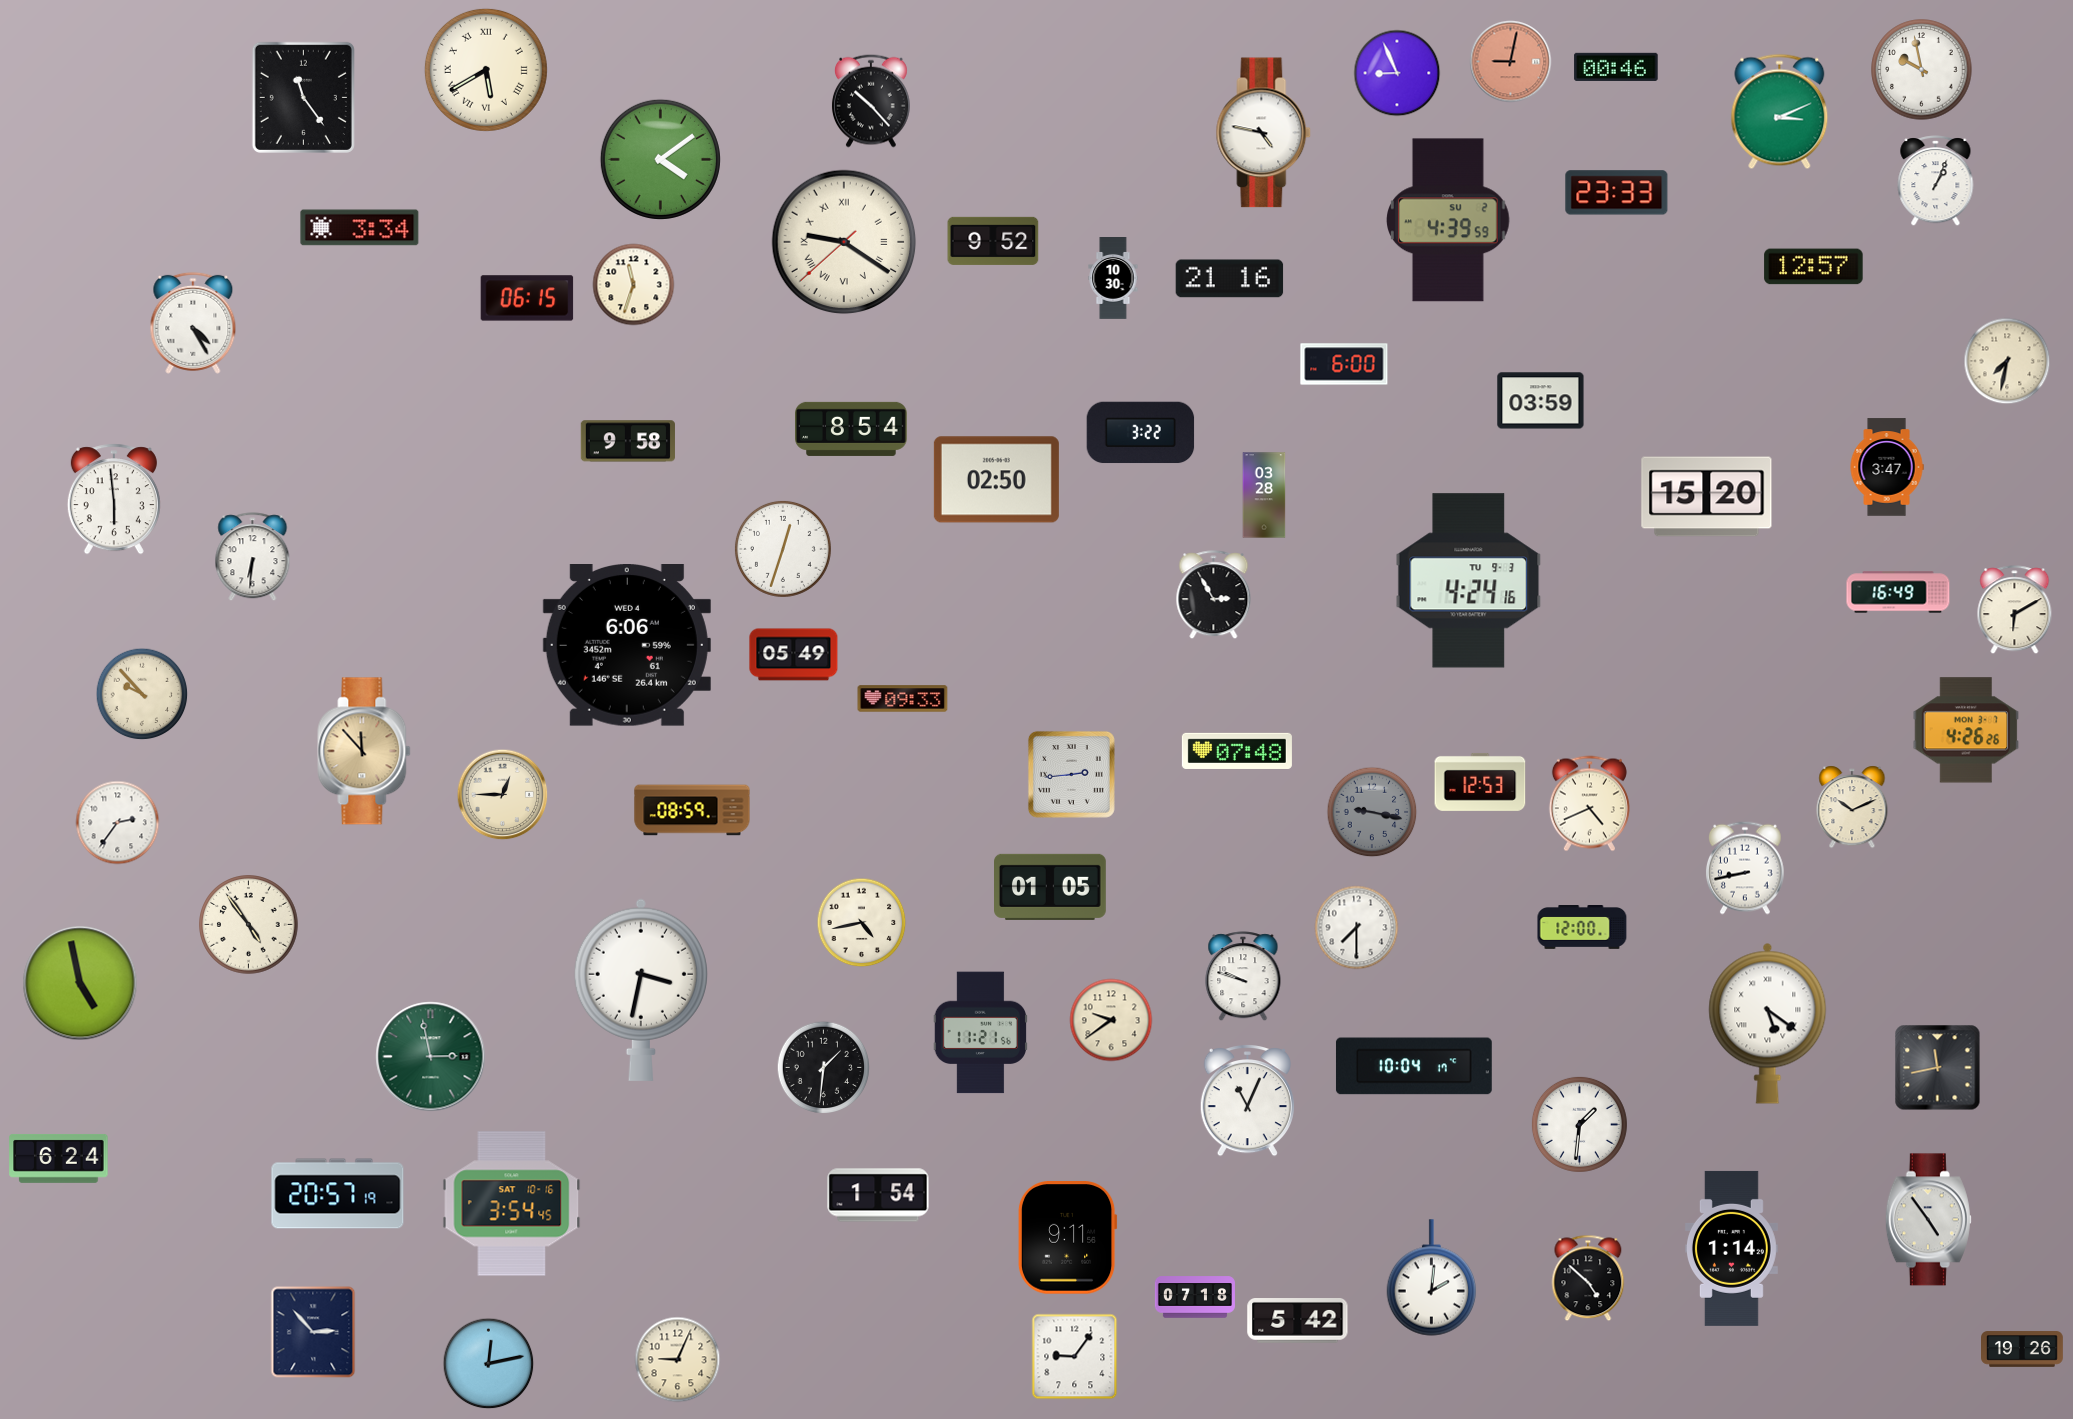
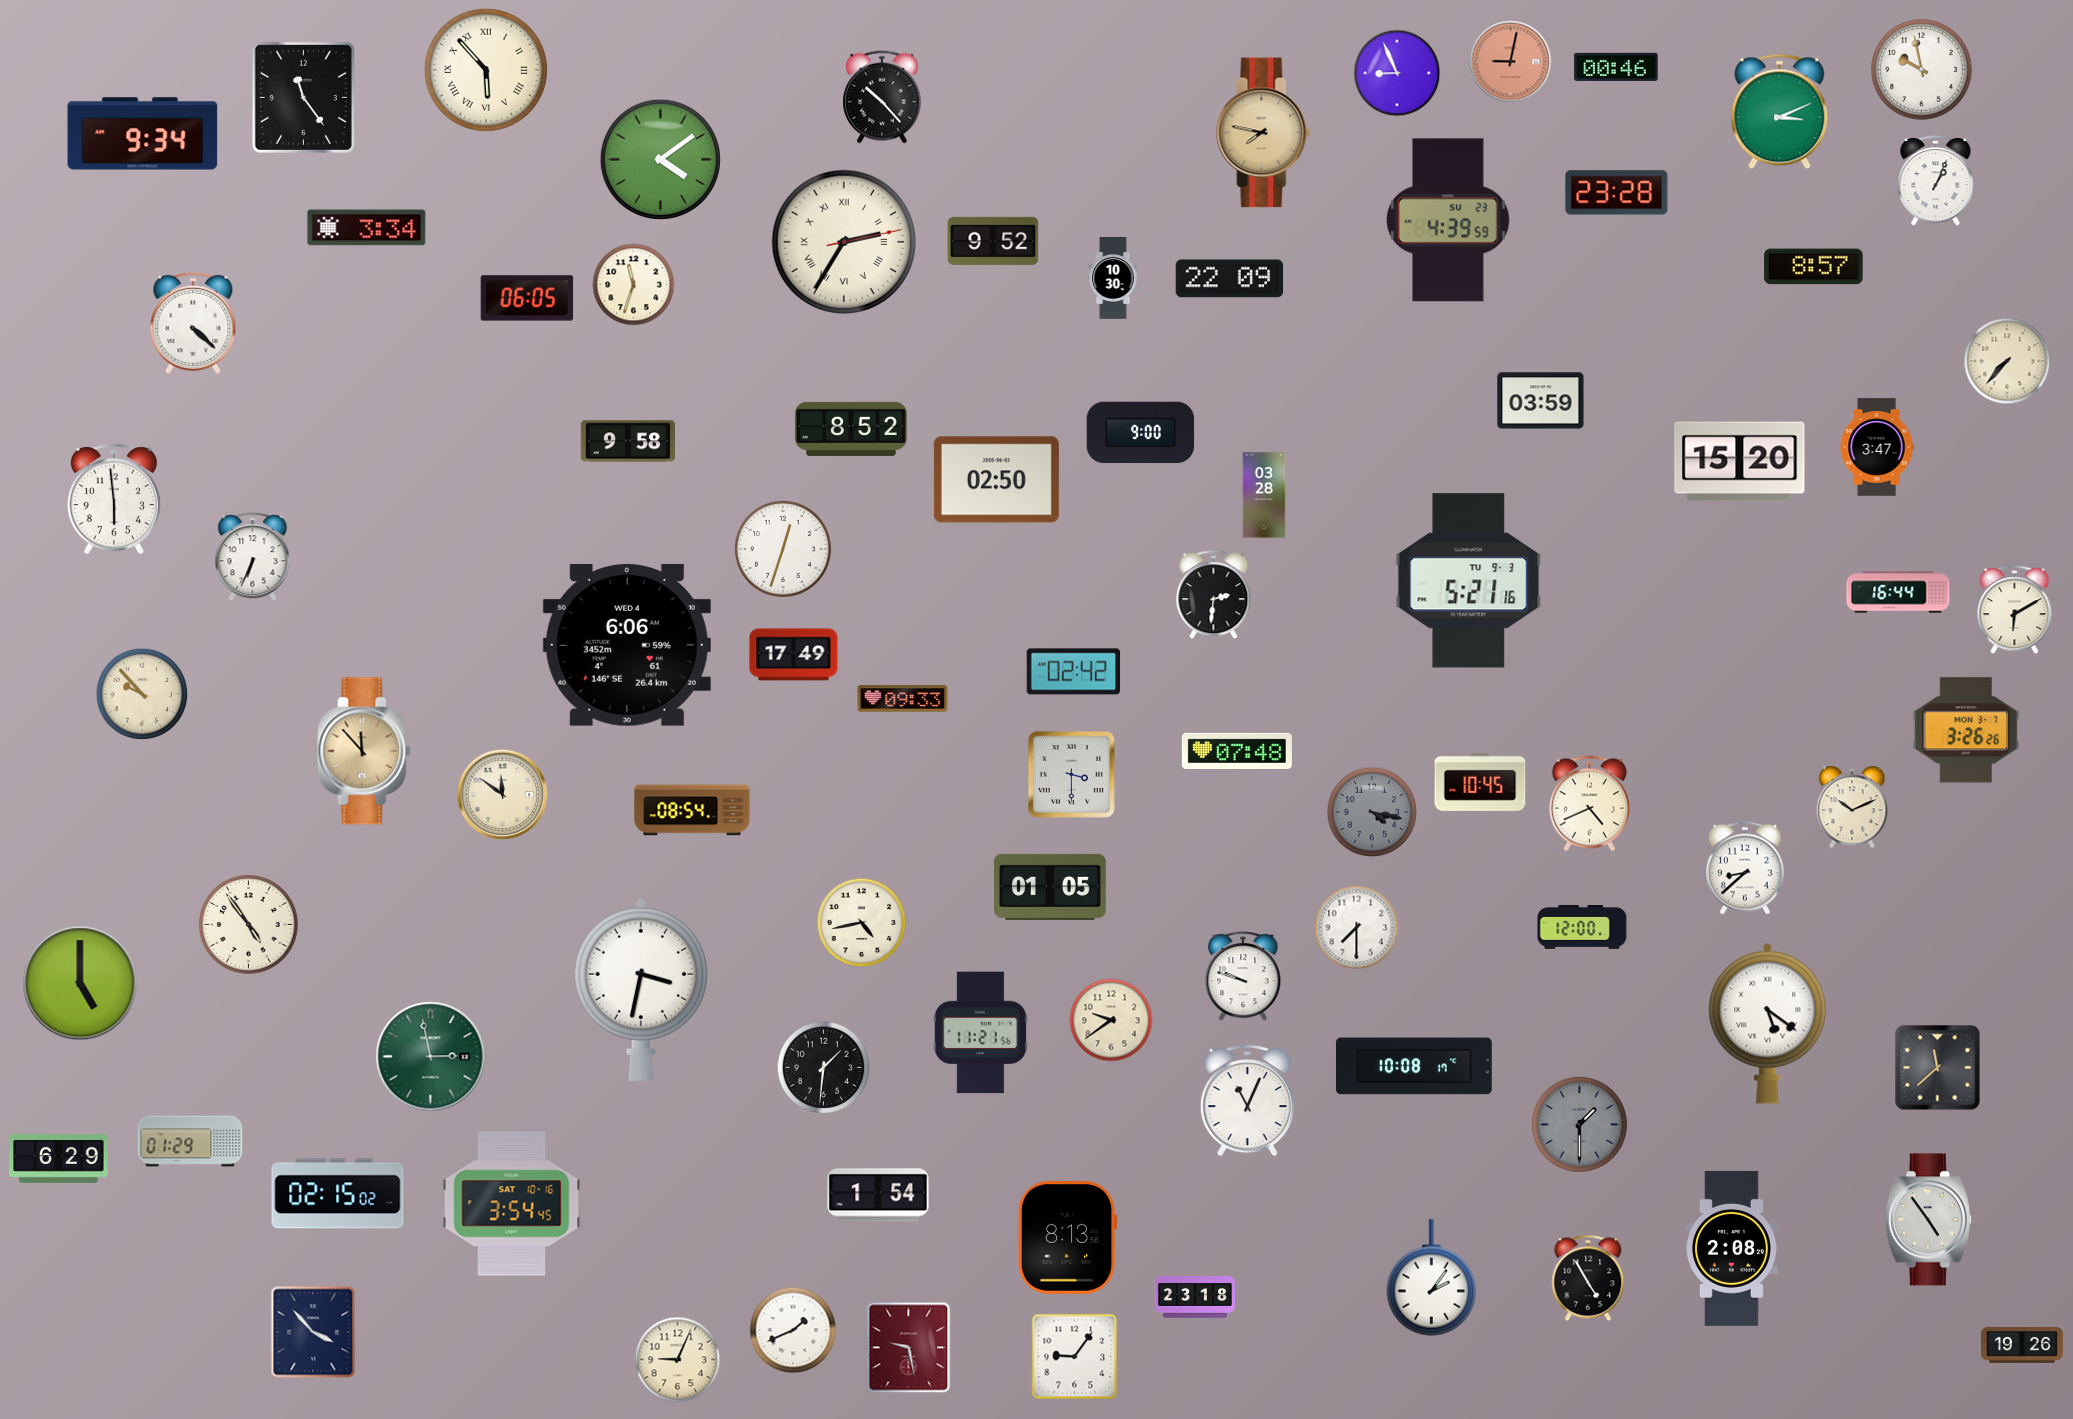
clock at (486, 70): 5:40 -> 5:53
clock at (871, 101) position: (871, 101) -> (882, 97)
clock at (1264, 133): 4:47 -> 7:47
clock at (1264, 133) dial: white -> champagne
clock at (143, 134): none -> 9:34
clock at (1617, 193): 23:33 -> 23:28
clock at (1449, 220) date: SU 2 -> SU 23
clock at (360, 228) position: (360, 228) -> (367, 228)
clock at (844, 242): 9:20 -> 2:35
clock at (1814, 267): 12:57 -> 8:57
clock at (1230, 279): 21:16 -> 22:09
clock at (527, 298): 06:15 -> 06:05
clock at (193, 323): 4:25 -> 4:22
clock at (2007, 361): 7:32 -> 7:37
clock at (1344, 364): 6:00 -> none
clock at (851, 429): 8:54 -> 8:52
clock at (1141, 433): 3:22 -> 9:00
clock at (1887, 467) position: (1887, 467) -> (1877, 447)
clock at (1707, 497) position: (1707, 497) -> (1740, 462)
clock at (253, 557): 6:31 -> 6:34
clock at (1469, 581): 4:24 -> 5:21
clock at (1898, 592): 16:49 -> 16:44
clock at (1214, 595): 2:55 -> 2:31
clock at (794, 655): 05:49 -> 17:49
clock at (1074, 672): none -> 02:42
clock at (1966, 730): 4:26 -> 3:26
clock at (1071, 774): 2:44 -> 3:30
clock at (1480, 782): 12:53 -> 10:45
clock at (503, 795): 12:45 -> 11:51
clock at (692, 810): 08:59 -> 08:54
clock at (1372, 812): 9:17 -> 4:17
clock at (118, 823): 2:36 -> none
clock at (1745, 868): 8:43 -> 8:38
clock at (80, 983): 4:58 -> 5:00
clock at (1414, 1066): 10:04 -> 10:08
clock at (1938, 1068): 11:43 -> 11:38
clock at (1579, 1124): 1:31 -> 1:30
clock at (1579, 1124) dial: white -> grey
clock at (190, 1141): none -> 01:29
clock at (59, 1158): 6:24 -> 6:29
clock at (338, 1194): 20:57 -> 02:15
clock at (1067, 1238): 9:11 -> 8:13
clock at (1731, 1248): 1:14 -> 2:08
clock at (1432, 1278): 2:01 -> 2:06
clock at (1588, 1278): 4:52 -> 4:55
clock at (1195, 1297): 07:18 -> 23:18
clock at (1298, 1321): 5:42 -> none
clock at (793, 1330): none -> 1:41
clock at (313, 1332): 2:53 -> 3:53
clock at (909, 1348): none -> 9:28
clock at (2023, 1349) position: (2023, 1349) -> (2023, 1345)
clock at (489, 1364): 12:13 -> none
